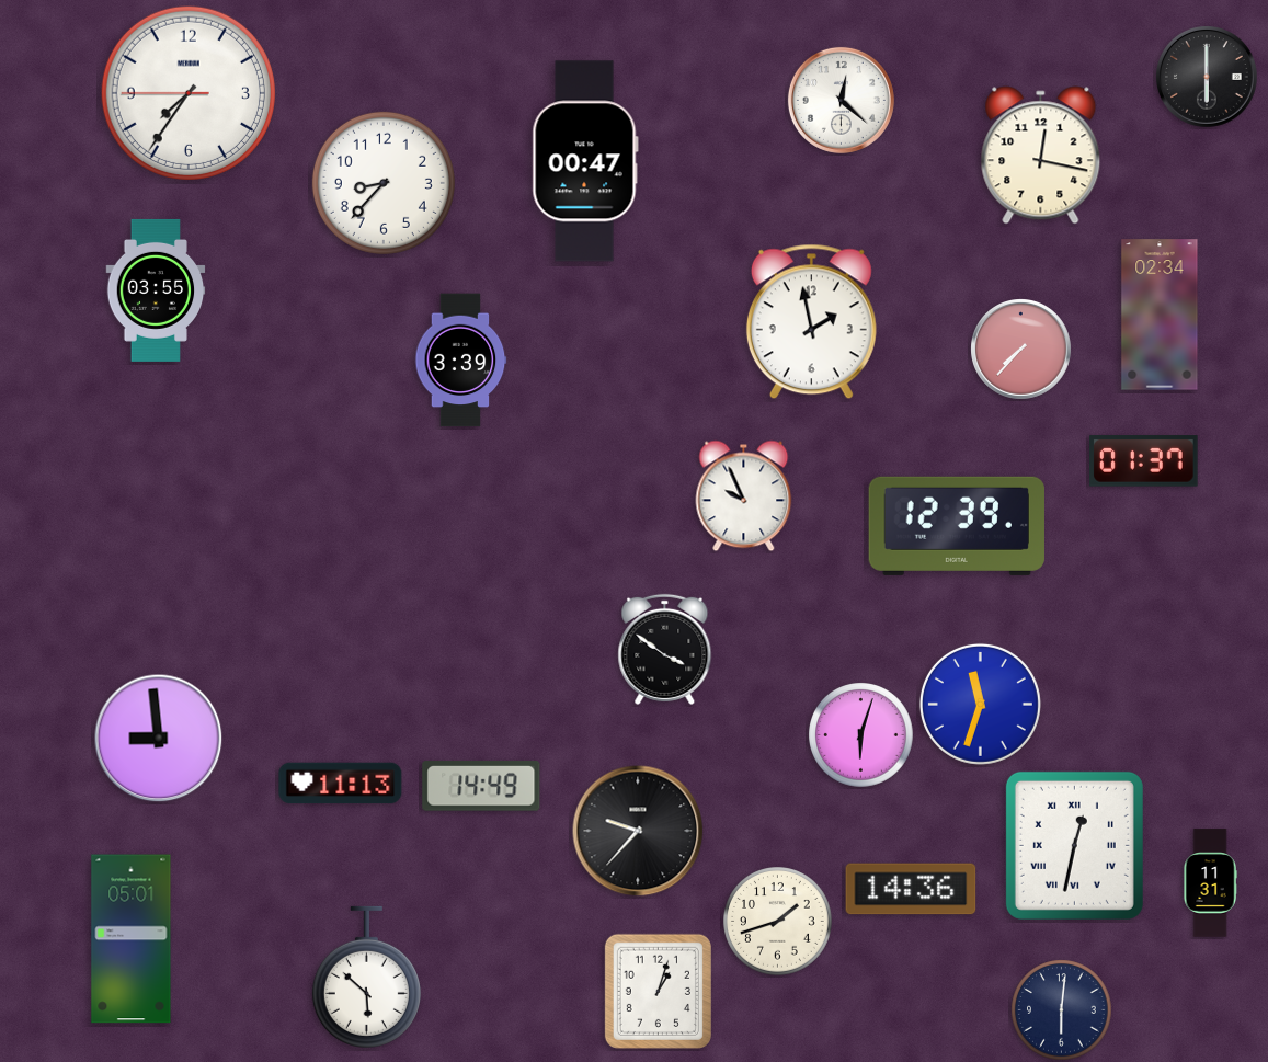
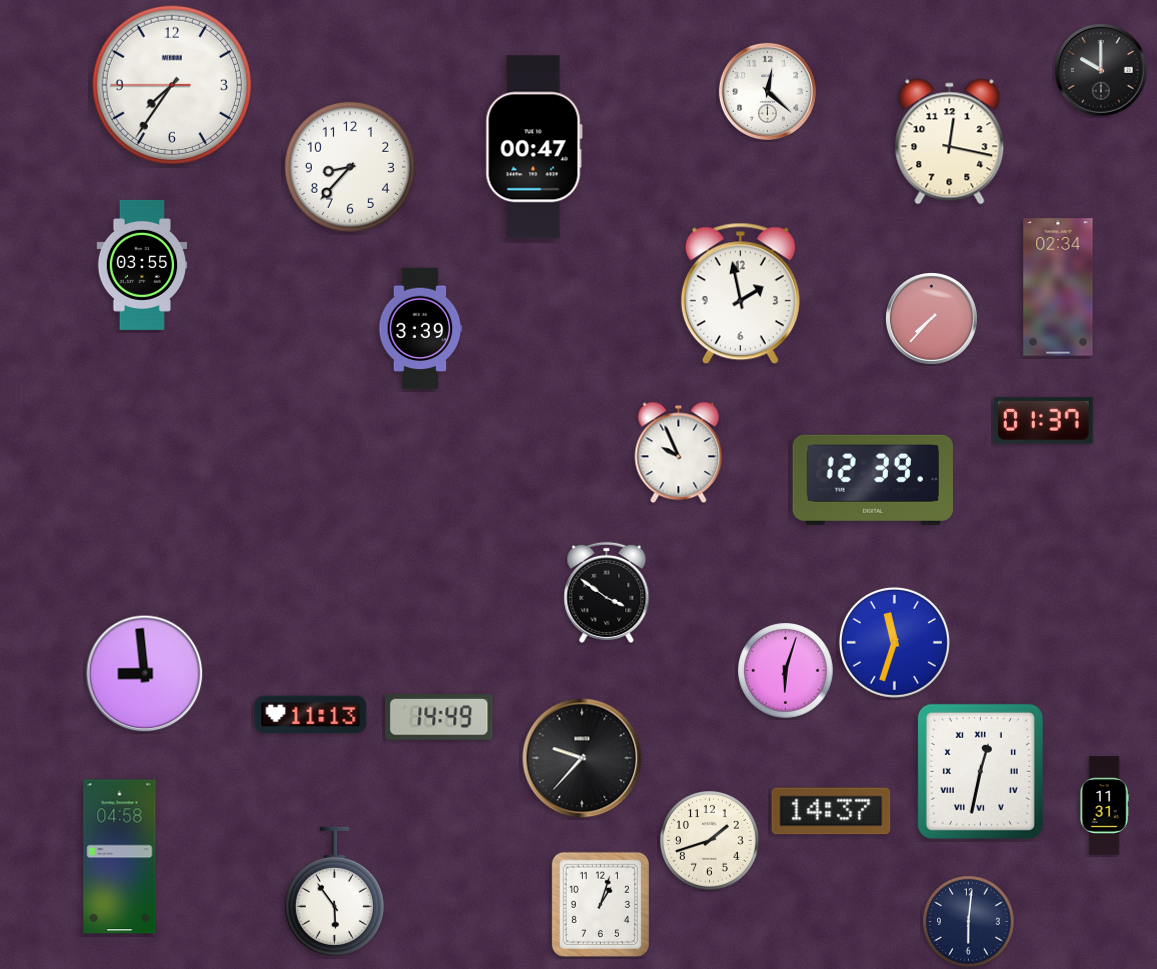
clock at (1208, 78): 6:00 -> 10:00
clock at (911, 889): 14:36 -> 14:37
clock at (132, 939): 05:01 -> 04:58
clock at (366, 977): 5:52 -> 5:54
